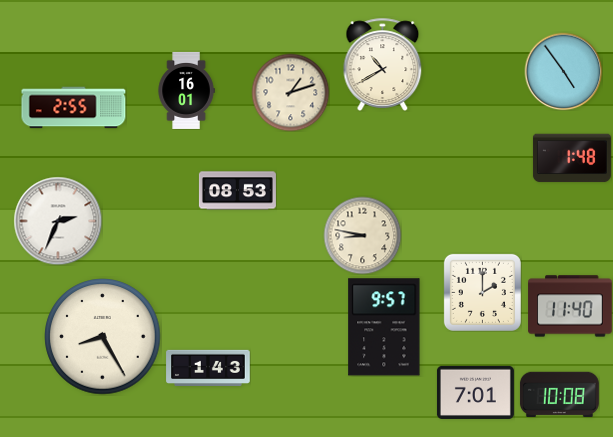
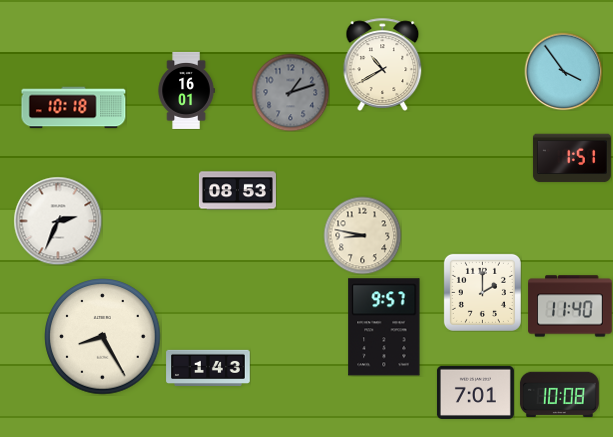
clock at (563, 71): 4:54 -> 3:54
clock at (290, 92) dial: cream -> grey
clock at (74, 108): 2:55 -> 10:18
clock at (572, 158): 1:48 -> 1:51
